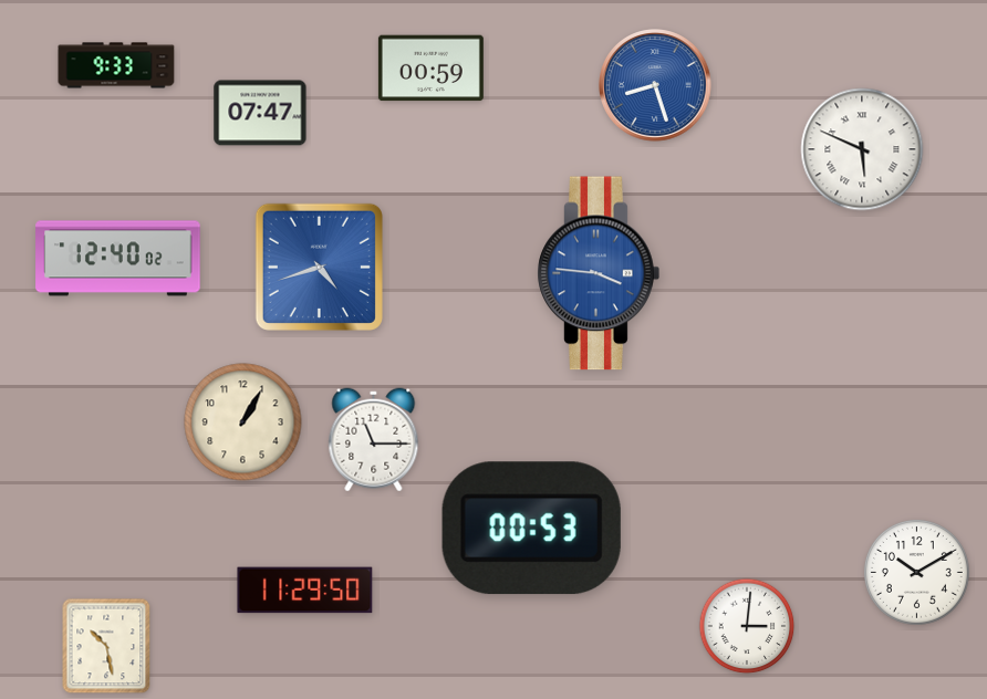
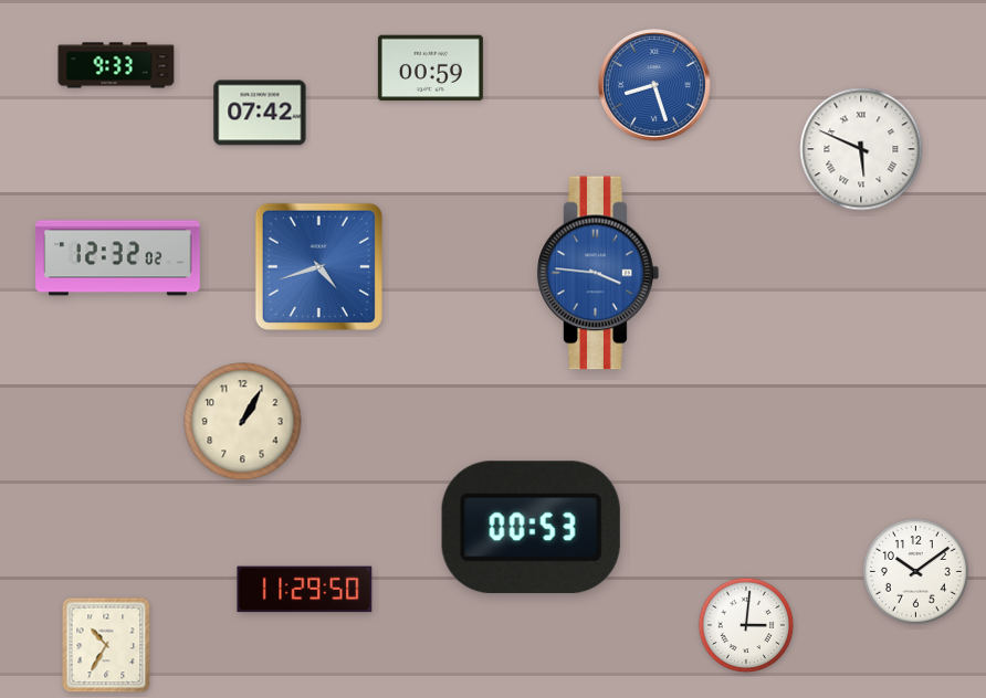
clock at (260, 113): 07:47 -> 07:42
clock at (118, 259): 12:40 -> 12:32
clock at (374, 440): 11:15 -> none
clock at (916, 572): 10:10 -> 10:09
clock at (106, 646): 10:28 -> 10:35
